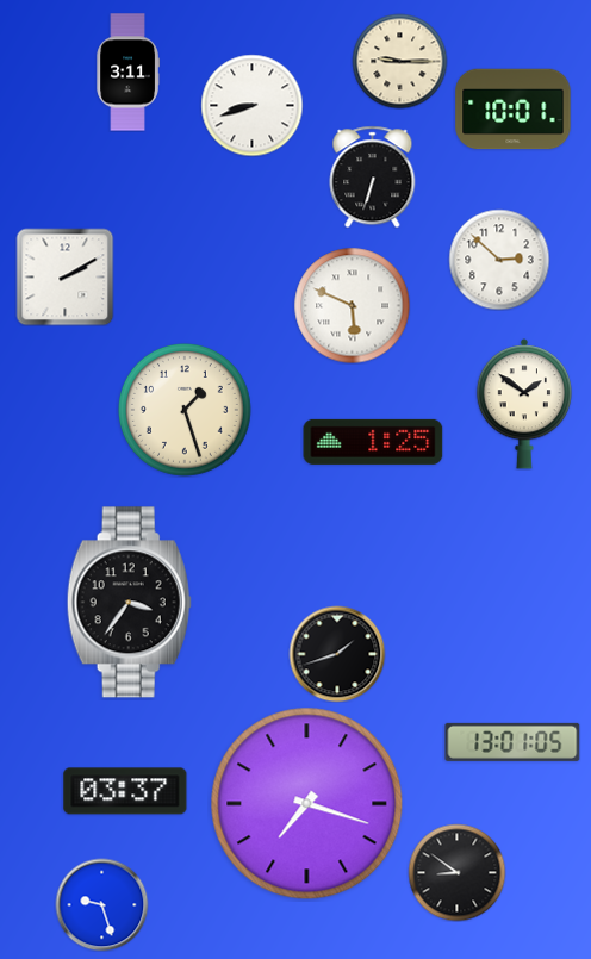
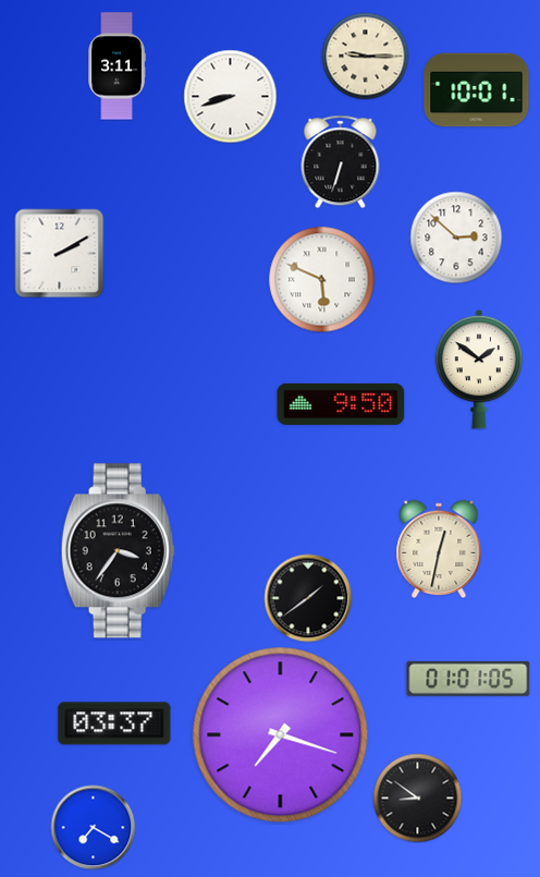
clock at (514, 110) position: (514, 110) -> (477, 90)
clock at (185, 410): 1:27 -> none
clock at (373, 442): 1:25 -> 9:50
clock at (439, 548): none -> 12:32
clock at (337, 654): 1:42 -> 1:39
clock at (512, 742): 13:01 -> 01:01
clock at (101, 904): 9:27 -> 7:20
